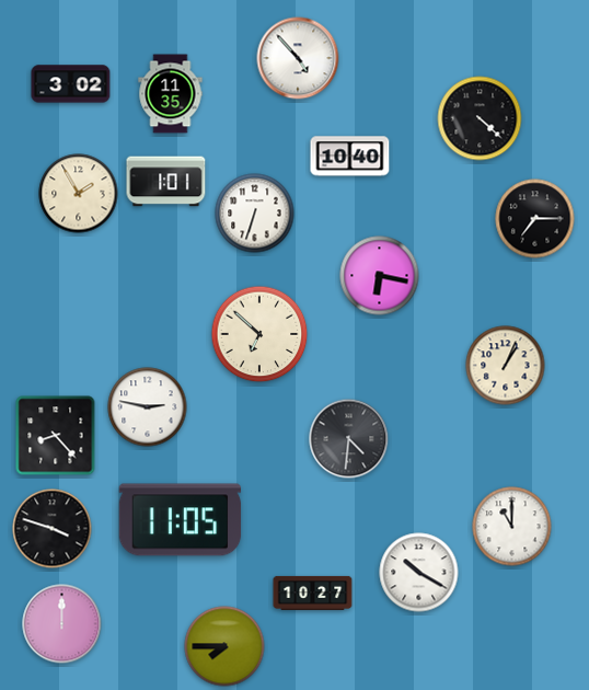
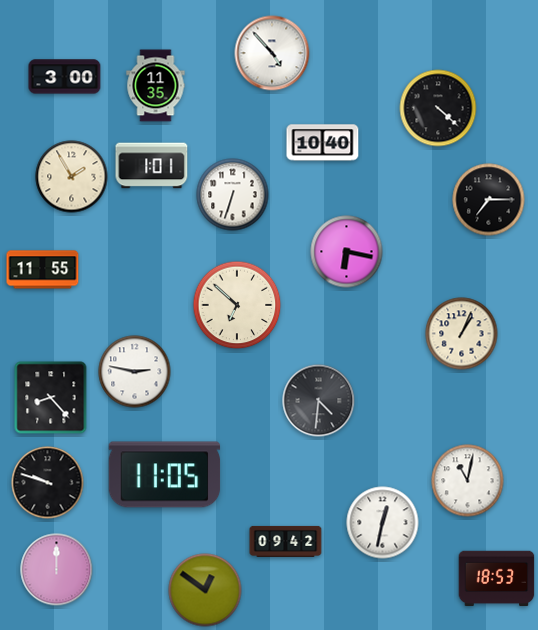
clock at (71, 84): 3:02 -> 3:00
clock at (350, 157) position: (350, 157) -> (323, 143)
clock at (43, 270): none -> 11:55
clock at (512, 527): 11:00 -> 11:02
clock at (53, 529): 3:48 -> 9:48
clock at (419, 573): 10:20 -> 12:32
clock at (313, 593): 10:27 -> 09:42
clock at (497, 579): none -> 18:53
clock at (224, 646): 7:45 -> 12:51
